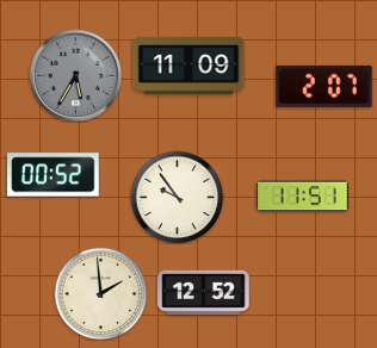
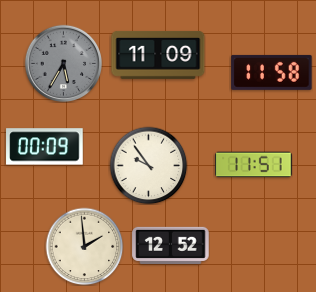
clock at (325, 86): 2:07 -> 11:58
clock at (54, 175): 00:52 -> 00:09
